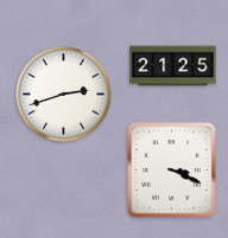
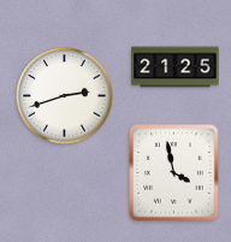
clock at (172, 171): 3:19 -> 3:58
